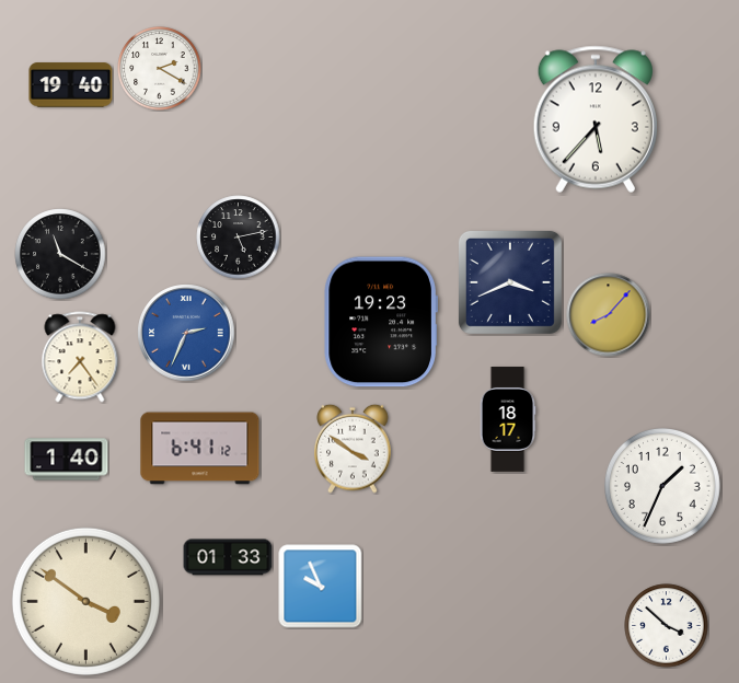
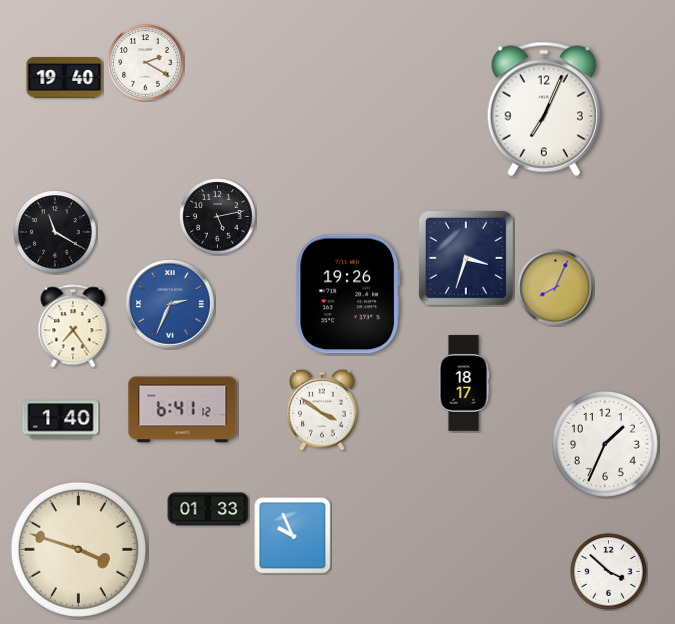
clock at (596, 119): 5:37 -> 7:04
clock at (510, 282): 3:41 -> 3:33
clock at (609, 315): 8:07 -> 8:04
clock at (380, 322): 19:23 -> 19:26
clock at (85, 601): 3:51 -> 3:48
